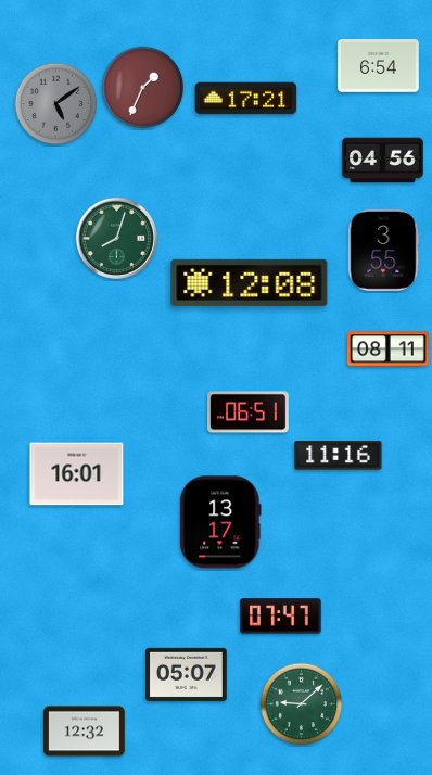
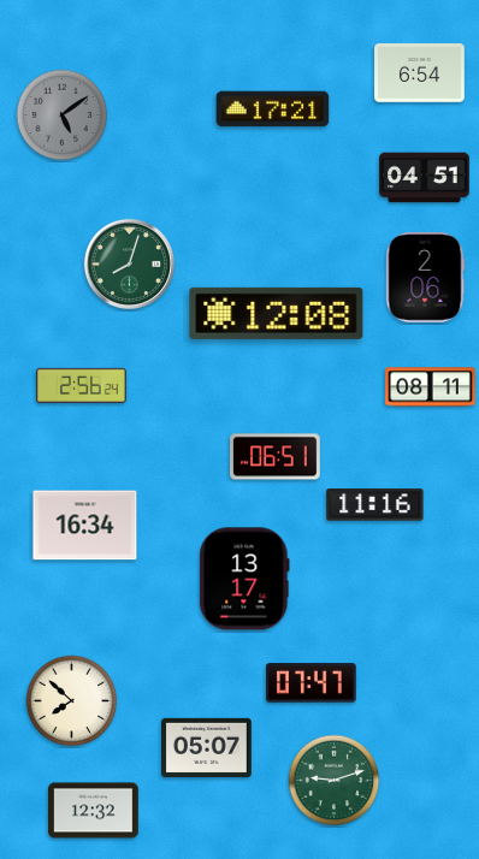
clock at (143, 88): 1:34 -> none
clock at (383, 161): 04:56 -> 04:51
clock at (384, 251): 3:55 -> 2:06
clock at (82, 385): none -> 2:56
clock at (77, 474): 16:01 -> 16:34
clock at (72, 701): none -> 7:52
clock at (302, 704): 9:08 -> 9:12
